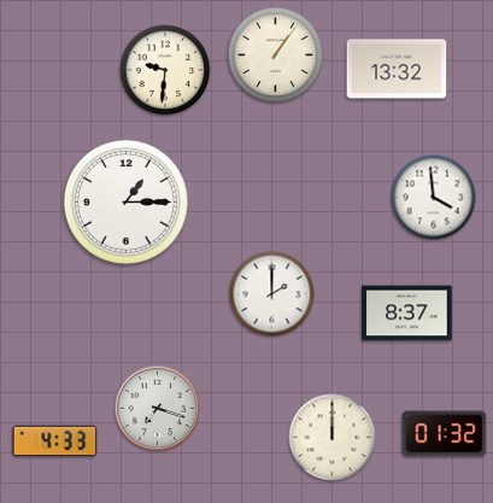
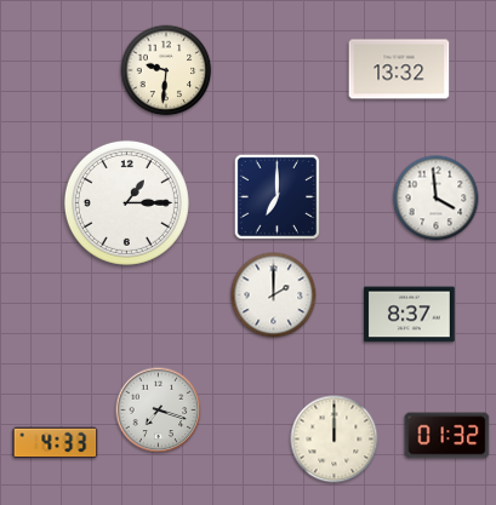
clock at (275, 54): 1:06 -> none
clock at (276, 196): none -> 7:00
